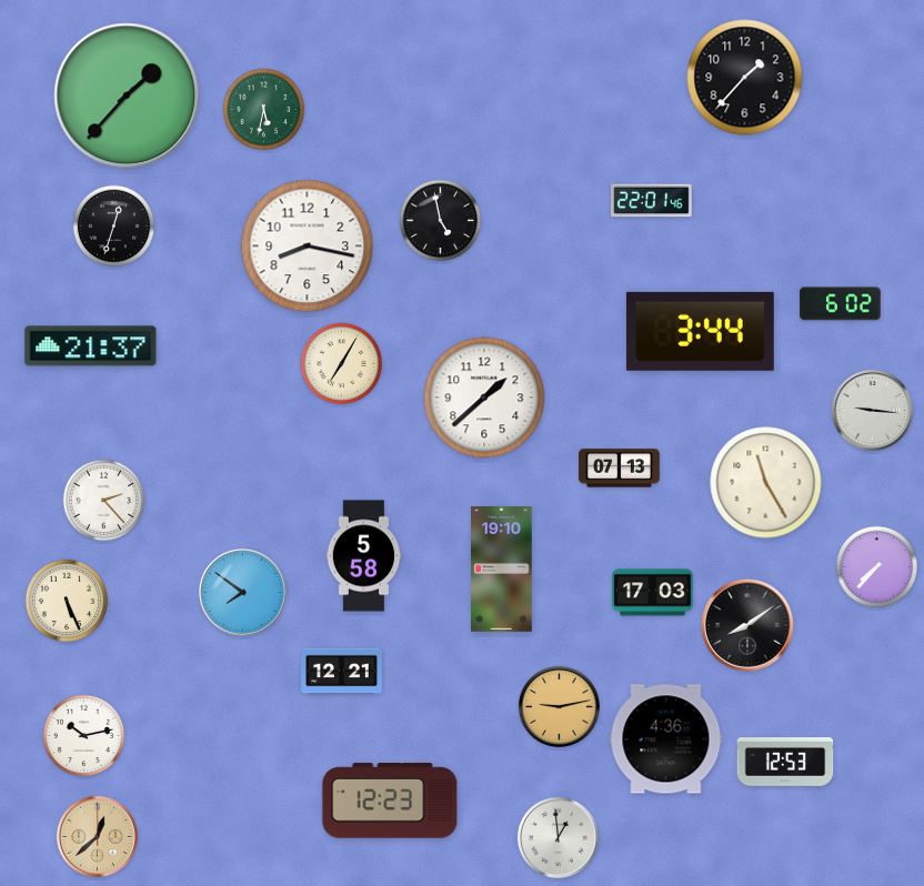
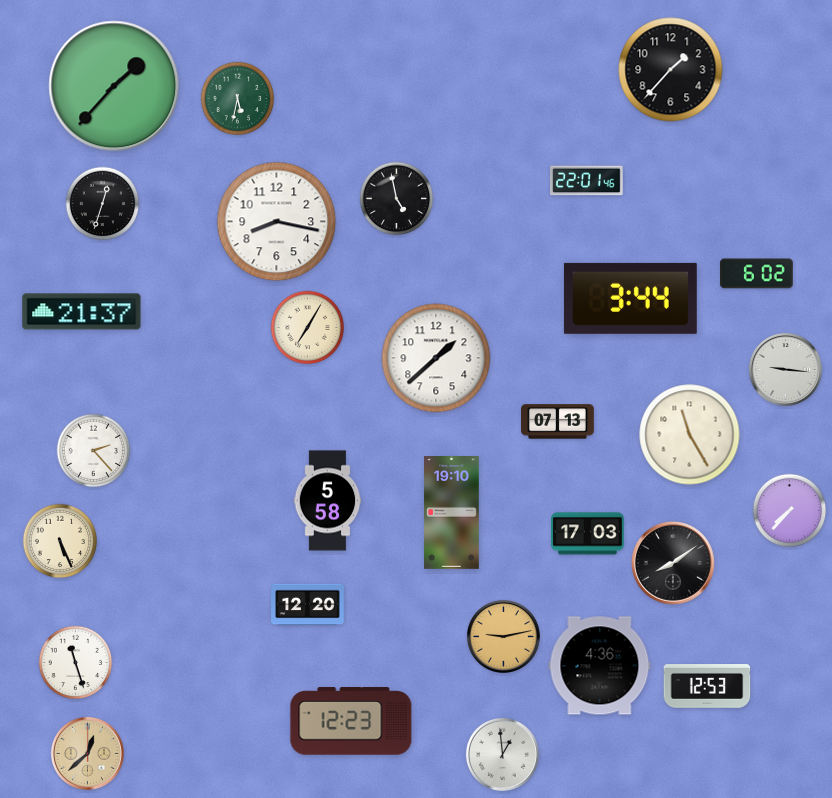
clock at (242, 592): 7:51 -> none
clock at (342, 672): 12:21 -> 12:20
clock at (84, 736): 10:13 -> 11:27
